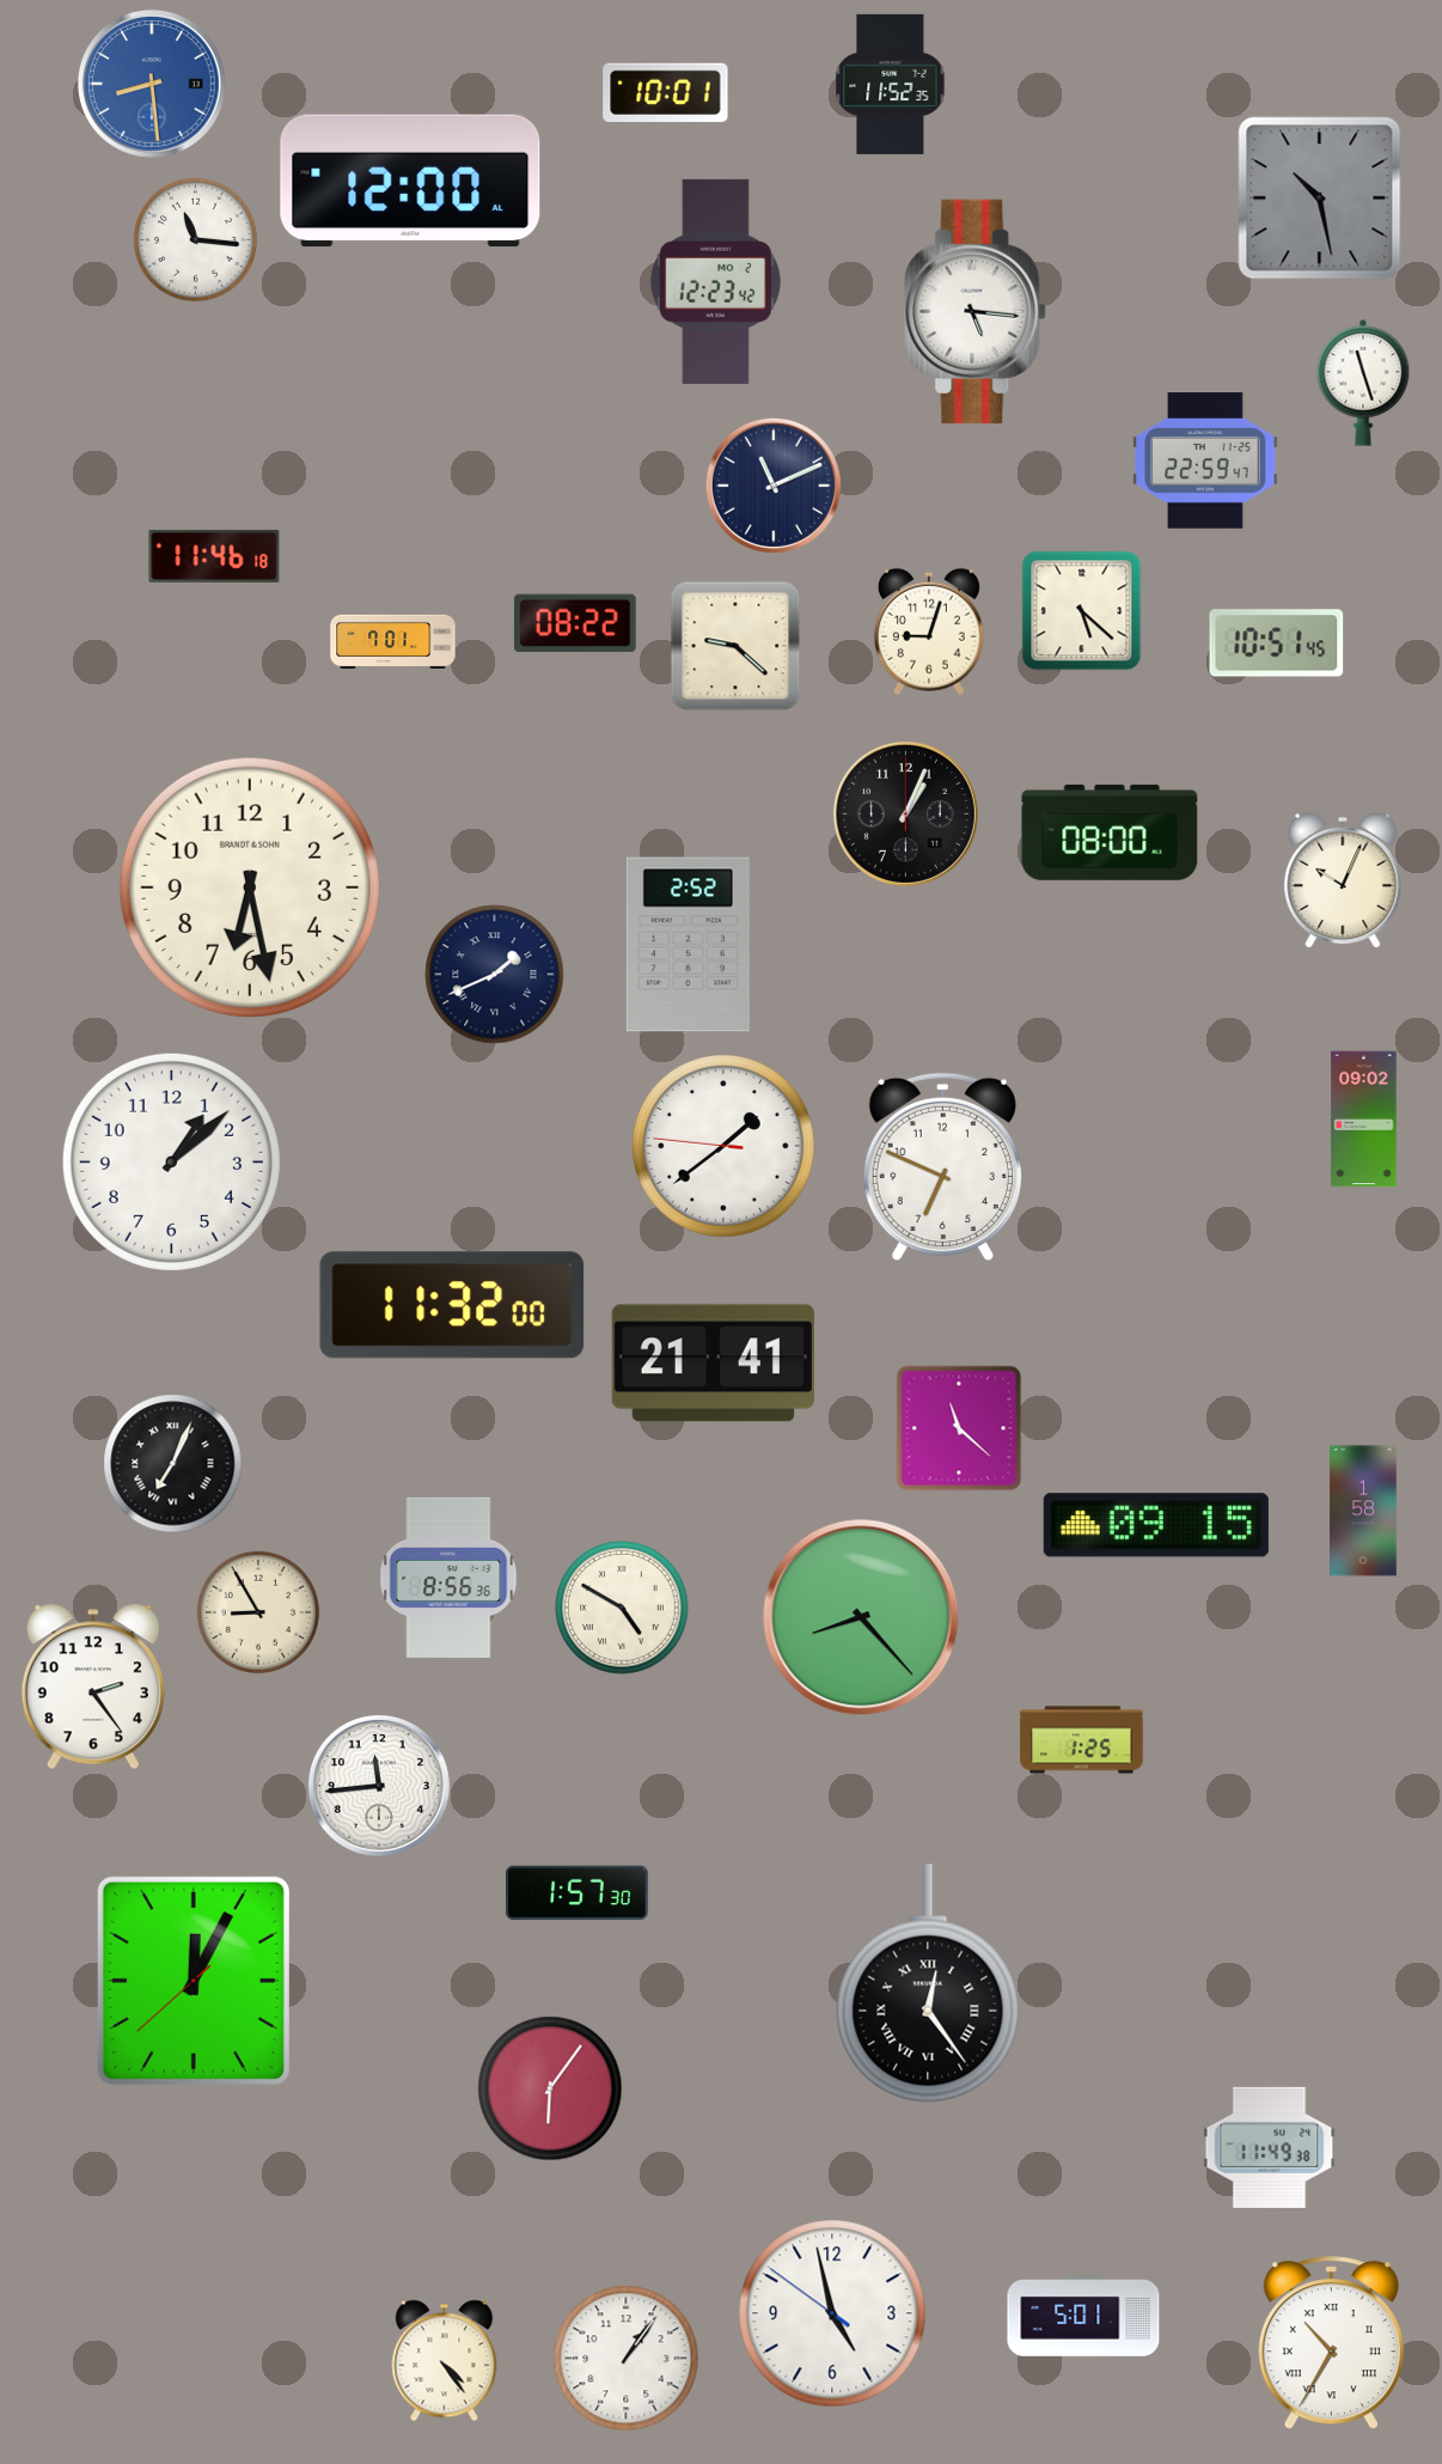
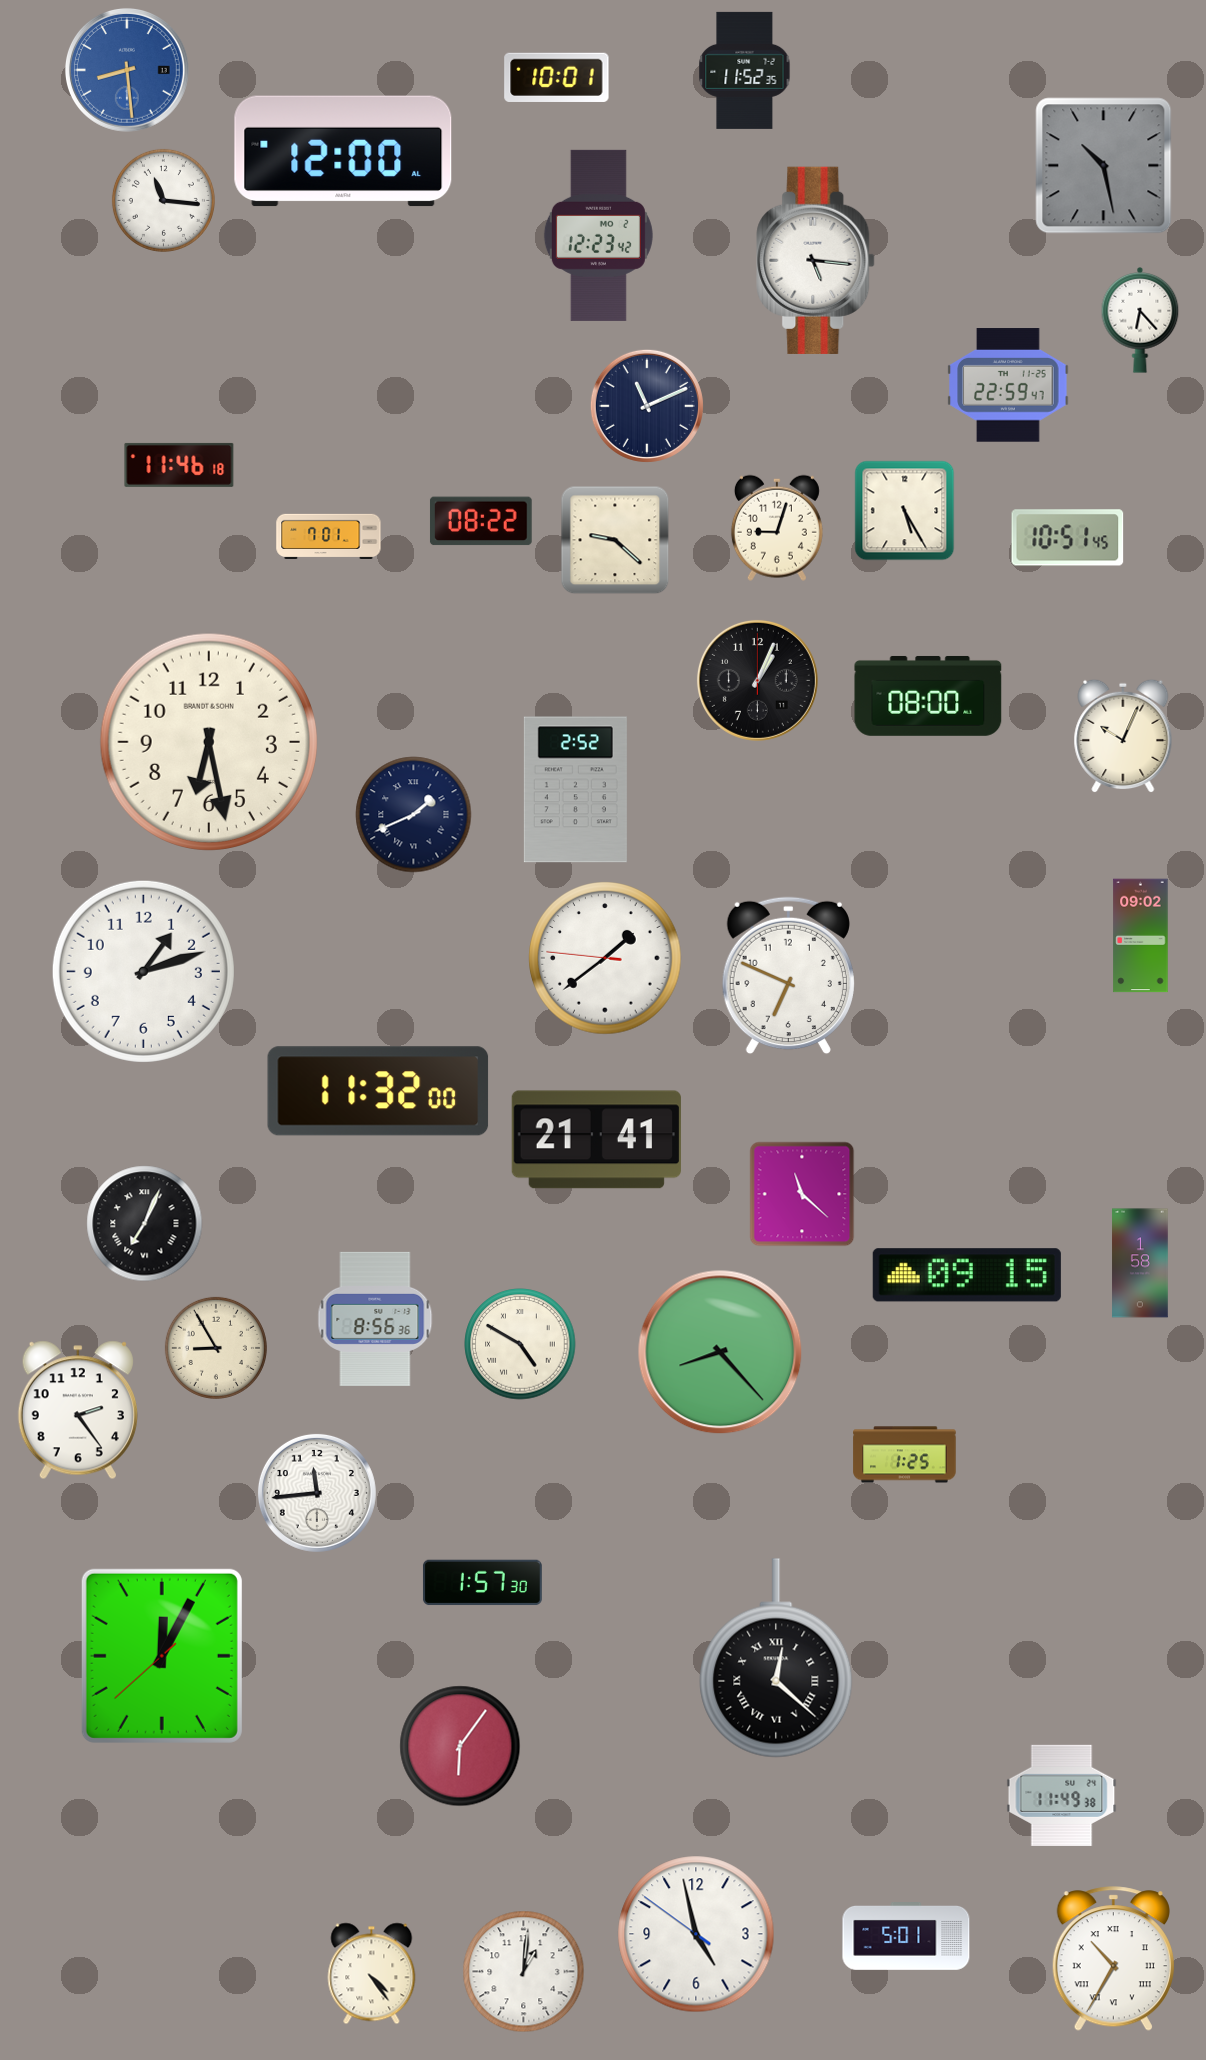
clock at (1363, 384): 11:27 -> 6:23
clock at (1082, 611): 5:22 -> 5:25
clock at (171, 1161): 1:08 -> 1:12
clock at (928, 1983): 12:24 -> 12:22
clock at (627, 2359): 1:06 -> 1:01
